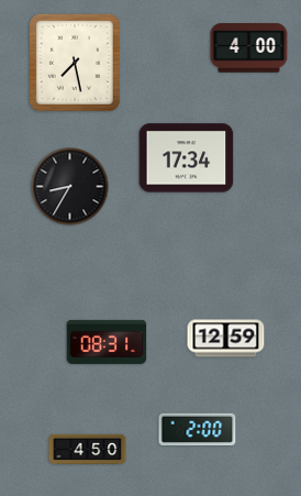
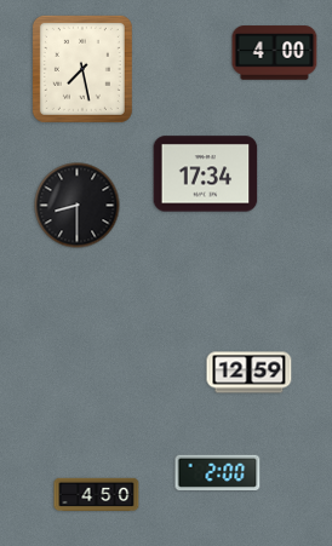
clock at (70, 187): 8:35 -> 8:30
clock at (107, 342): 08:31 -> none
